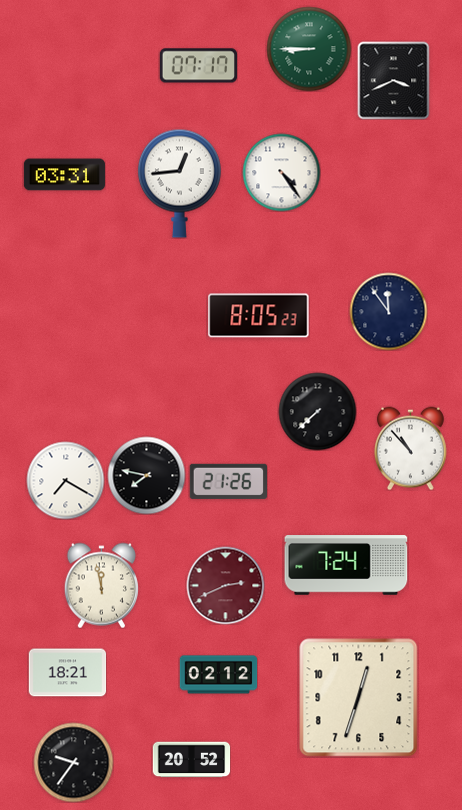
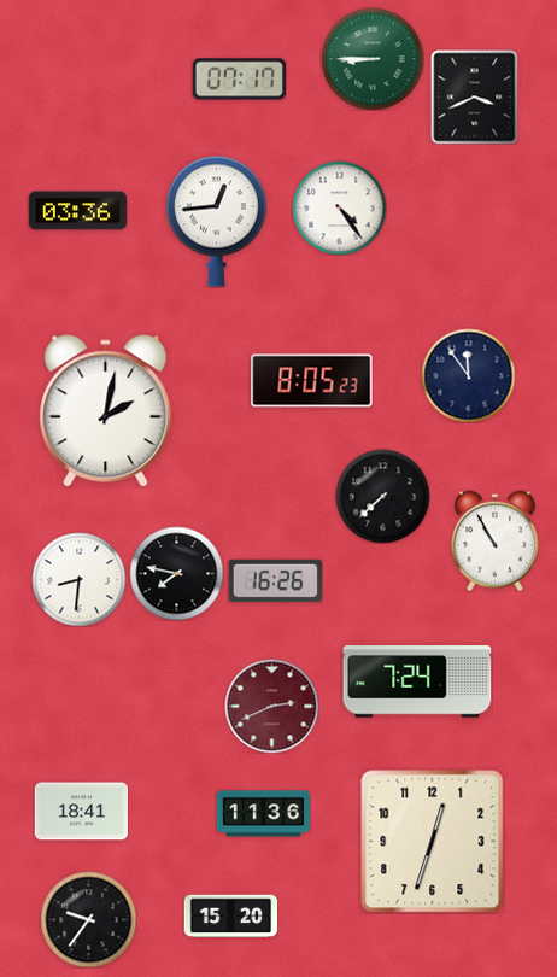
clock at (64, 175): 03:31 -> 03:36
clock at (106, 411): none -> 2:02
clock at (410, 448): 10:53 -> 10:55
clock at (65, 480): 7:20 -> 8:31
clock at (228, 481): 21:26 -> 16:26
clock at (101, 585): 11:58 -> none
clock at (67, 673): 18:21 -> 18:41
clock at (218, 675): 02:12 -> 11:36
clock at (191, 760): 20:52 -> 15:20
